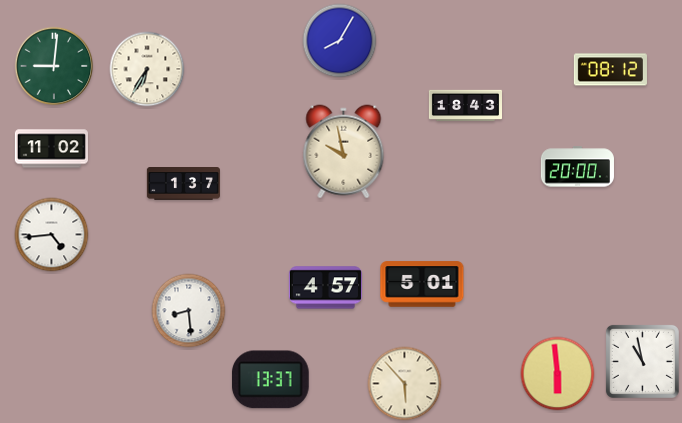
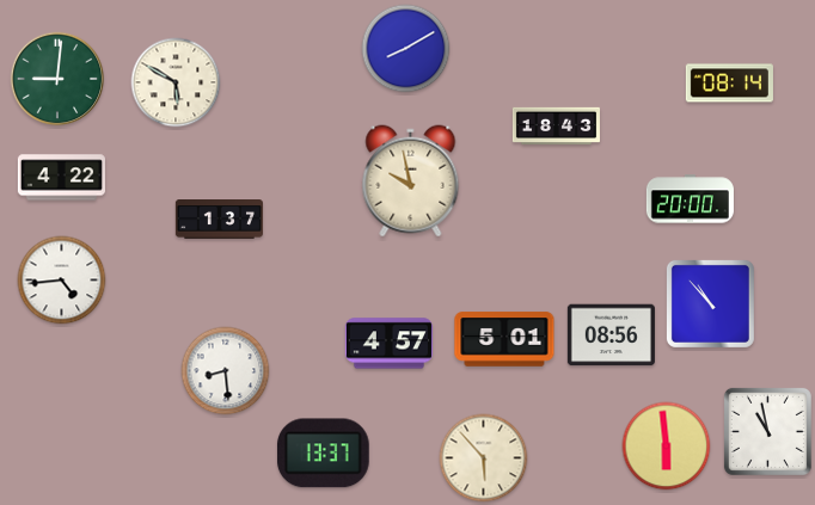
clock at (340, 41): 8:05 -> 8:10
clock at (54, 66) position: (54, 66) -> (57, 79)
clock at (147, 69): 6:35 -> 5:50
clock at (610, 70): 08:12 -> 08:14
clock at (51, 149): 11:02 -> 4:22
clock at (710, 303): none -> 10:53
clock at (611, 335): none -> 08:56
